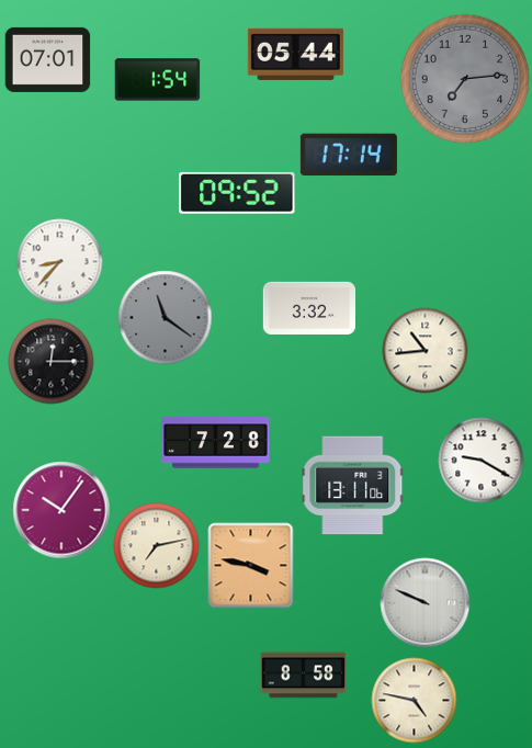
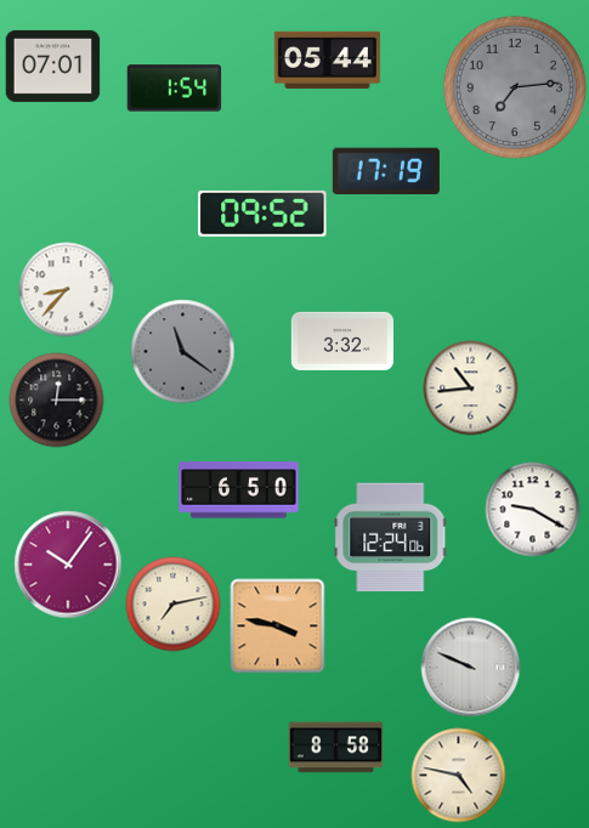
clock at (349, 155): 17:14 -> 17:19
clock at (216, 443): 7:28 -> 6:50
clock at (352, 486): 13:11 -> 12:24
